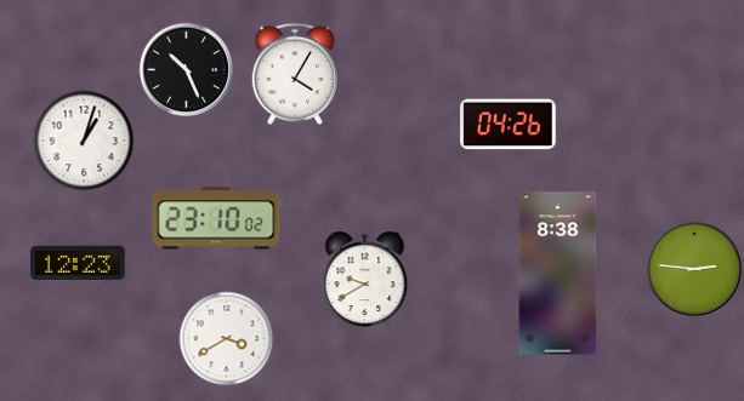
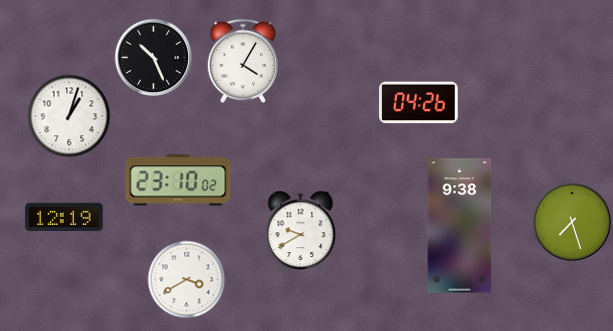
clock at (78, 262): 12:23 -> 12:19
clock at (694, 269): 2:46 -> 7:27
clock at (558, 274): 8:38 -> 9:38
